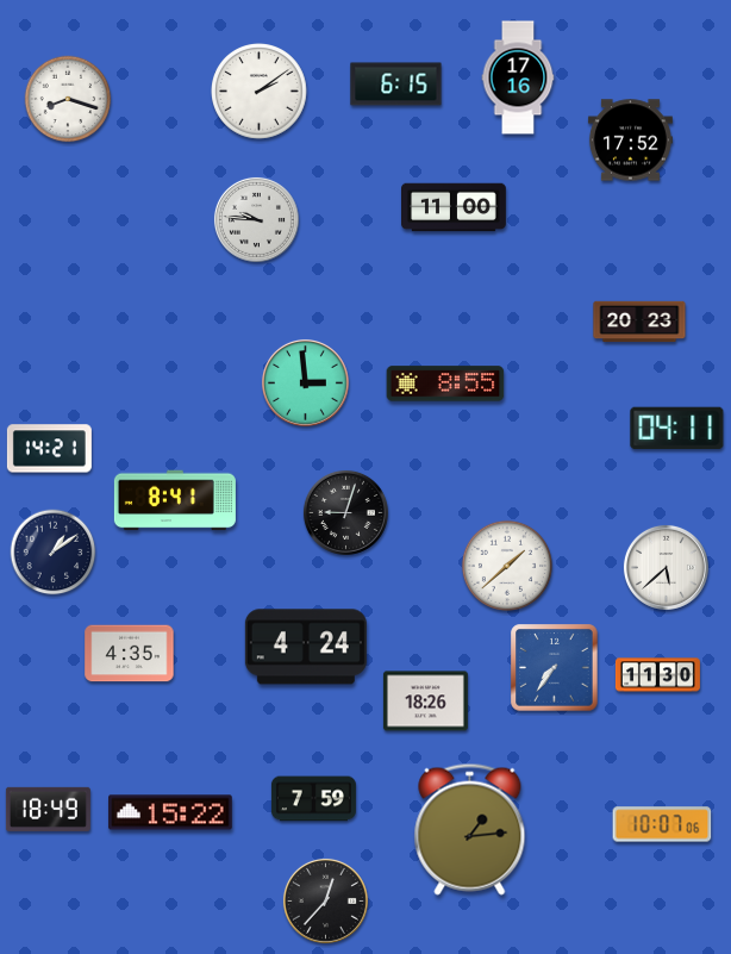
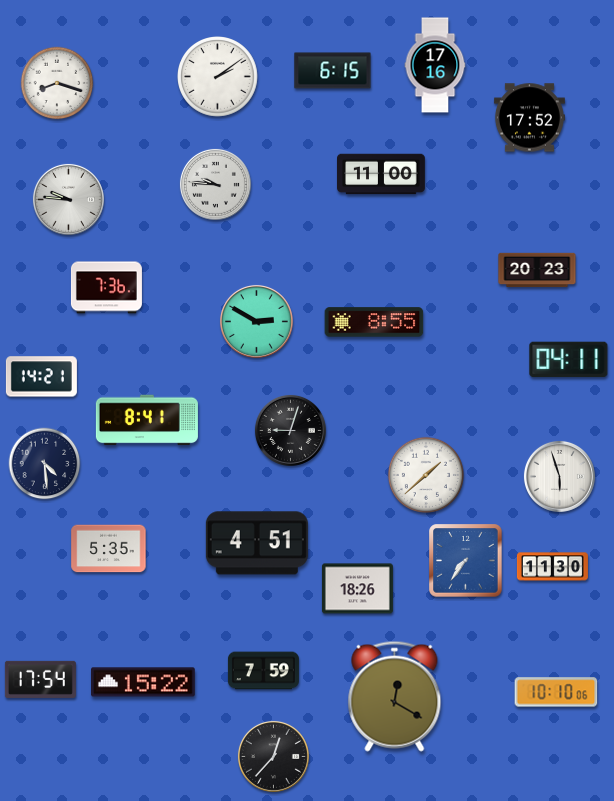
clock at (68, 199): none -> 9:46
clock at (106, 288): none -> 7:36
clock at (305, 382): 2:59 -> 2:50
clock at (54, 553): 1:09 -> 4:29
clock at (666, 567): 5:38 -> 5:57
clock at (306, 647): 4:24 -> 4:51
clock at (130, 654): 4:35 -> 5:35
clock at (48, 809): 18:49 -> 17:54
clock at (662, 824): 10:07 -> 10:10
clock at (470, 829): 1:14 -> 12:20
